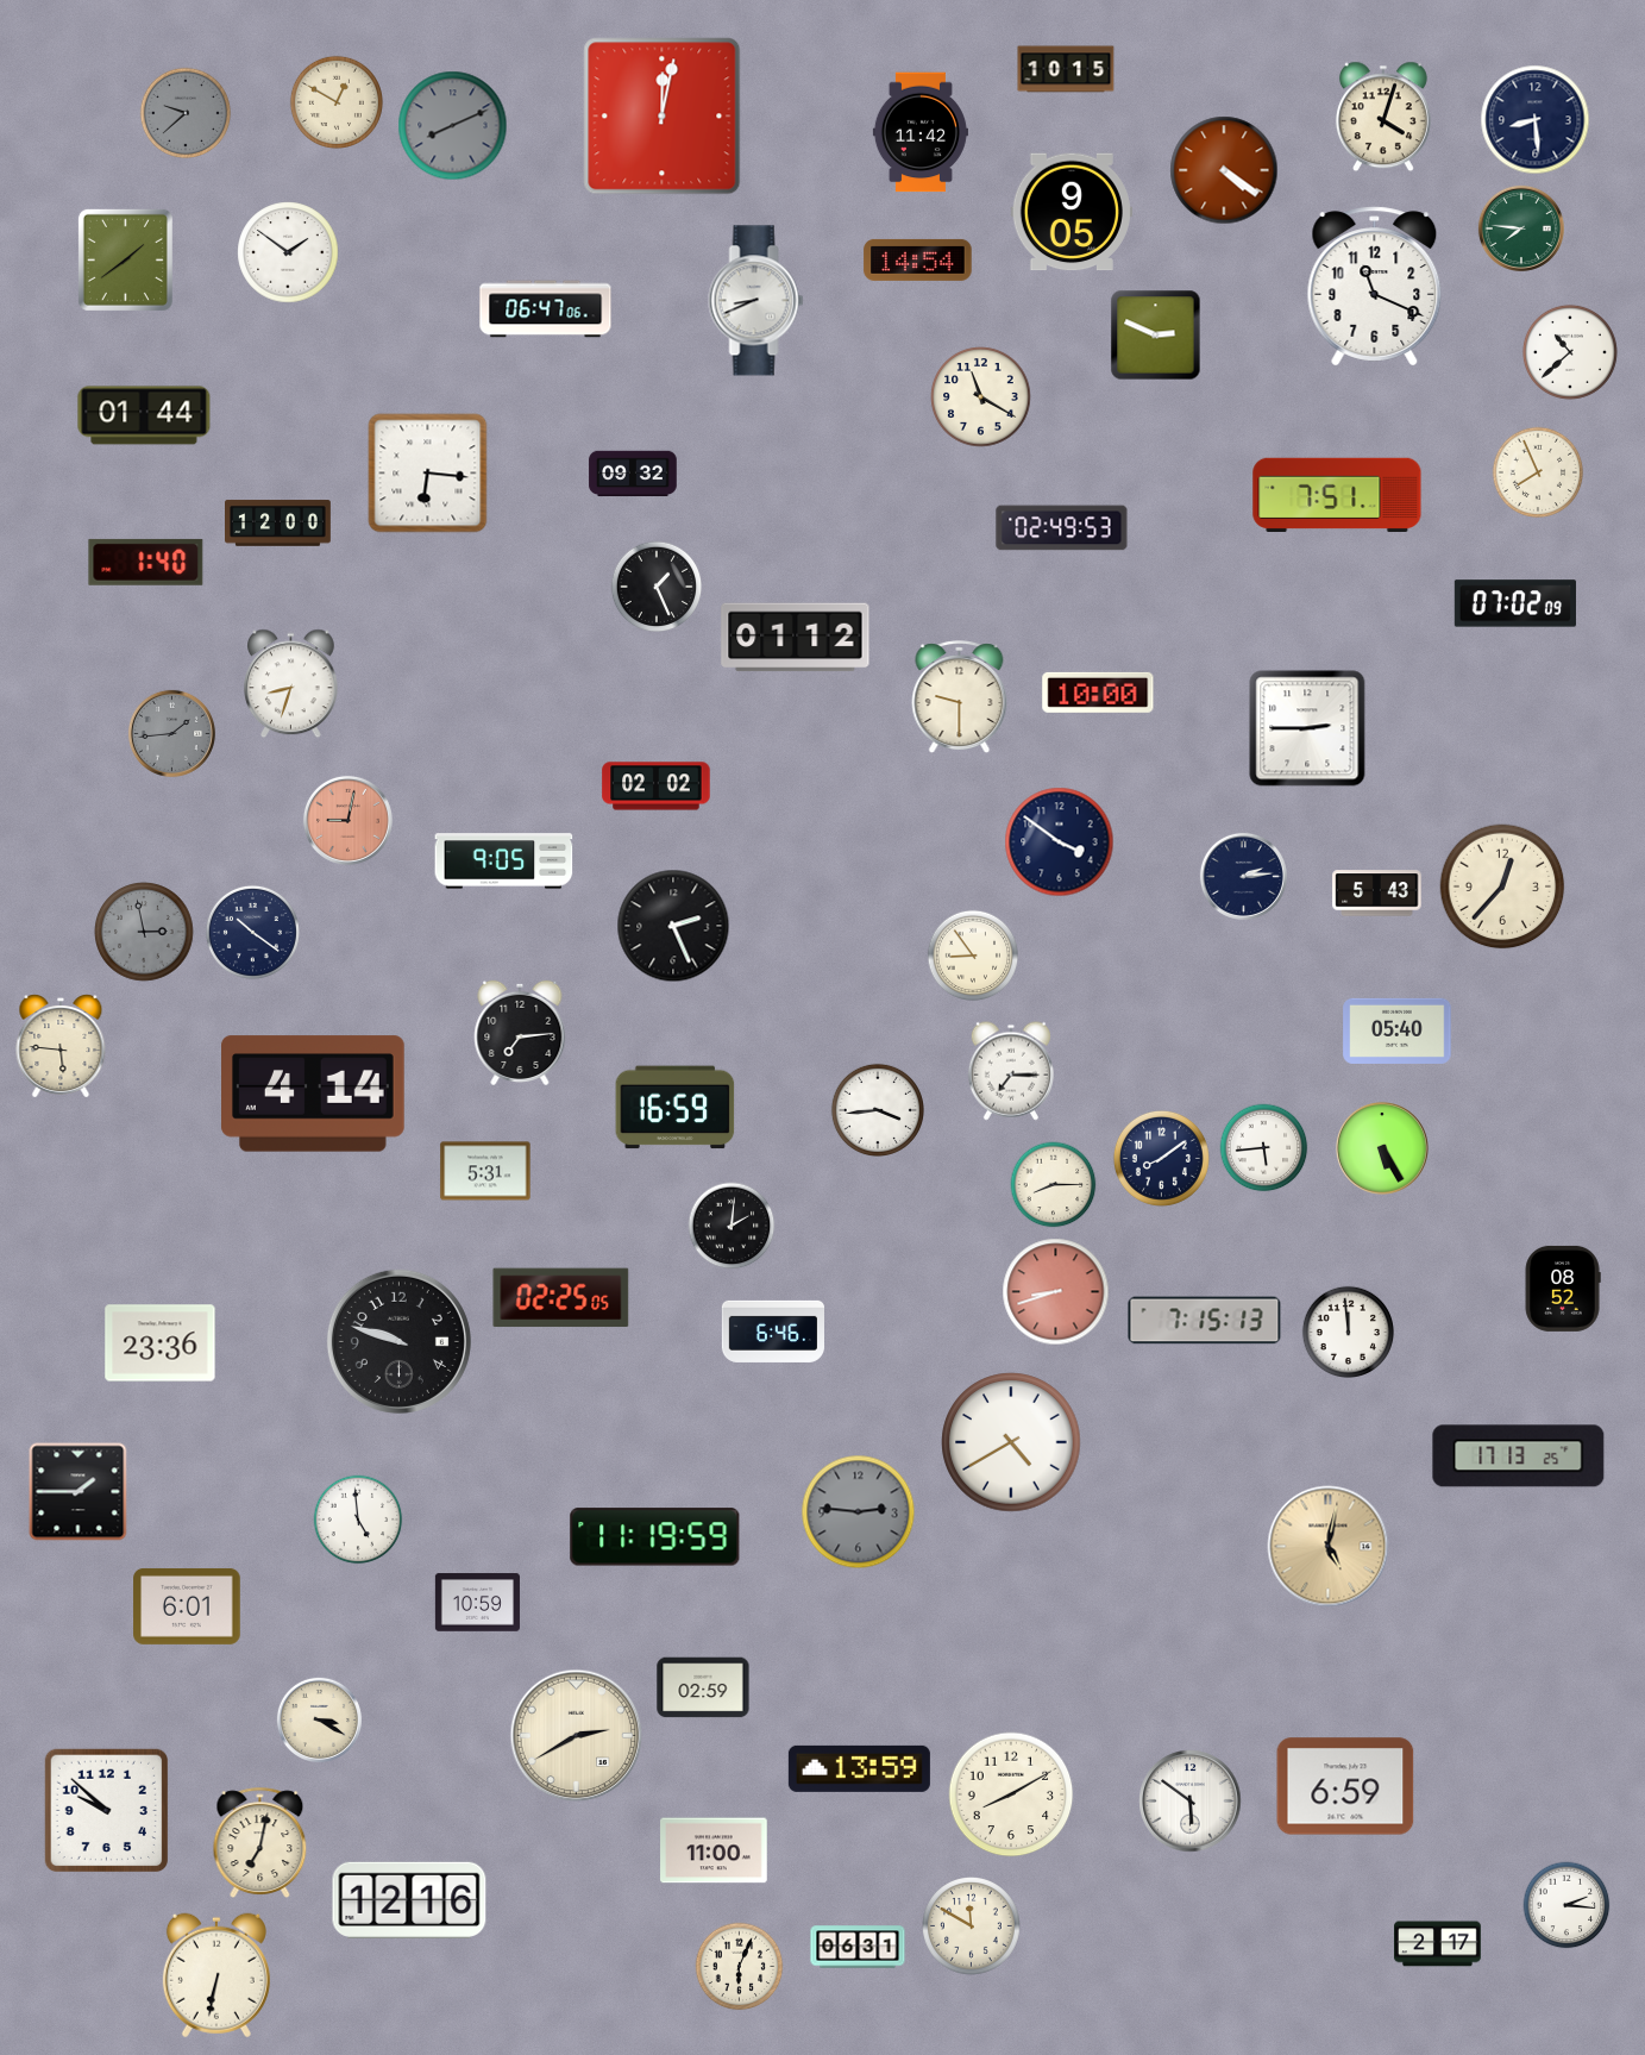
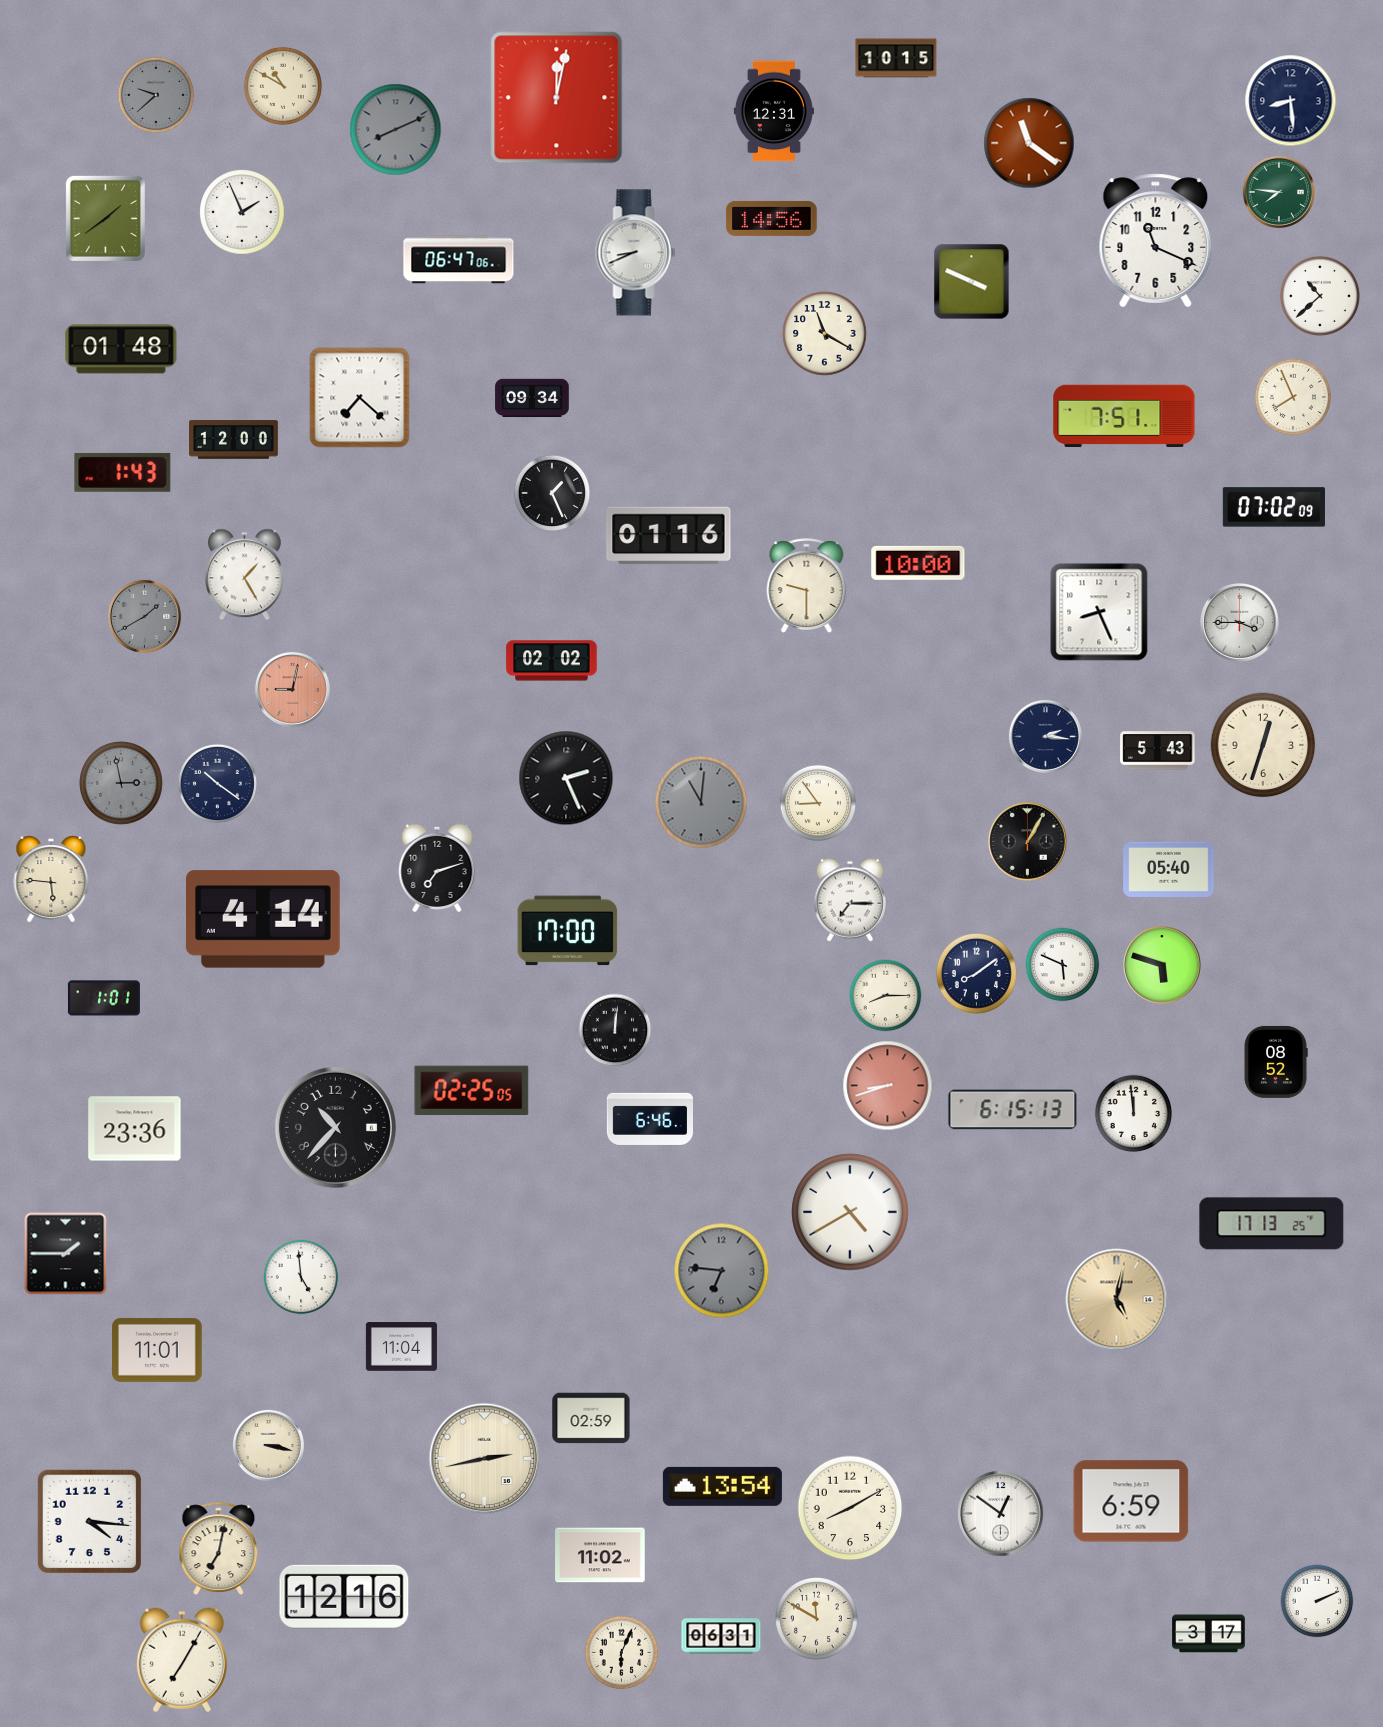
clock at (337, 102): 12:50 -> 10:50
clock at (1383, 117): 4:03 -> none
clock at (453, 126) position: (453, 126) -> (396, 130)
clock at (921, 132): 11:42 -> 12:31
clock at (1224, 170): 4:21 -> 11:21
clock at (1072, 212): 9:05 -> none
clock at (288, 252): 1:51 -> 1:56
clock at (918, 259): 14:54 -> 14:56
clock at (1156, 336): 2:49 -> 3:49
clock at (144, 415): 01:44 -> 01:48
clock at (428, 474): 6:16 -> 7:22
clock at (633, 474): 09:32 -> 09:34
clock at (1062, 528): 02:49 -> none
clock at (146, 562): 1:40 -> 1:43
clock at (796, 638): 01:12 -> 01:16
clock at (291, 684): 8:33 -> 1:25
clock at (1098, 693) position: (1098, 693) -> (918, 563)
clock at (1307, 728): 2:45 -> 8:26
clock at (171, 733): 1:44 -> 1:40
clock at (1240, 623): none -> 3:45
clock at (1060, 842): 3:51 -> none
clock at (504, 862): 9:05 -> none
clock at (1243, 876): 2:14 -> 2:16
clock at (1502, 886): 12:37 -> 12:33
clock at (252, 932) position: (252, 932) -> (217, 783)
clock at (701, 802): none -> 11:01
clock at (1028, 842): none -> 1:05
clock at (1398, 1030) position: (1398, 1030) -> (1169, 869)
clock at (520, 1033): 7:14 -> 7:12
clock at (676, 1108): 16:59 -> 17:00
clock at (878, 1110): 3:44 -> none
clock at (1264, 1148): 5:44 -> 5:49
clock at (1383, 1149): 5:25 -> 5:48
clock at (485, 1171): 5:31 -> none
clock at (104, 998): none -> 1:01
clock at (732, 1226): 2:01 -> 12:01
clock at (1563, 1289) position: (1563, 1289) -> (1276, 1062)
clock at (1205, 1321): 7:15 -> 6:15
clock at (1348, 1332) position: (1348, 1332) -> (1133, 1113)
clock at (398, 1341): 9:48 -> 10:37
clock at (1519, 1456) position: (1519, 1456) -> (1272, 1224)
clock at (859, 1512): 2:46 -> 6:46
clock at (655, 1537): 11:19 -> none
clock at (477, 1603): 10:59 -> 11:04
clock at (187, 1606): 6:01 -> 11:01
clock at (319, 1719): 3:20 -> 3:17
clock at (577, 1736): 2:40 -> 2:43
clock at (859, 1768): 13:59 -> 13:54
clock at (1191, 1802): 5:51 -> 12:51
clock at (107, 1811): 9:52 -> 4:16
clock at (714, 1850): 11:00 -> 11:02
clock at (1566, 1905): 2:16 -> 2:11
clock at (1438, 1944): 2:17 -> 3:17
clock at (216, 1975): 6:32 -> 7:05
